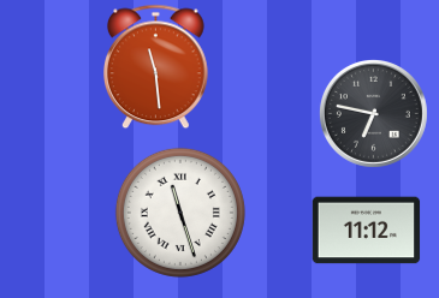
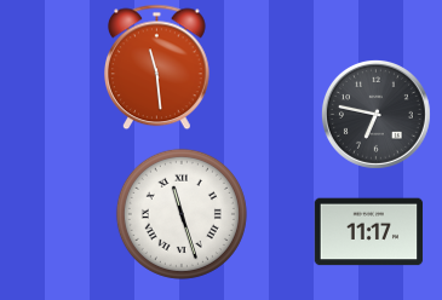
clock at (367, 231): 11:12 -> 11:17
